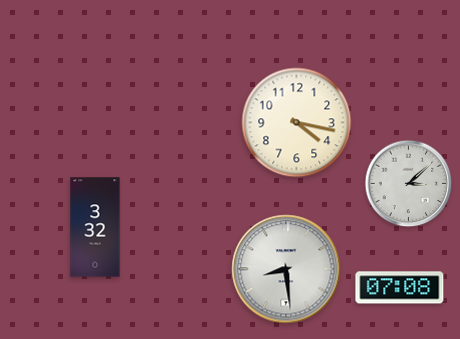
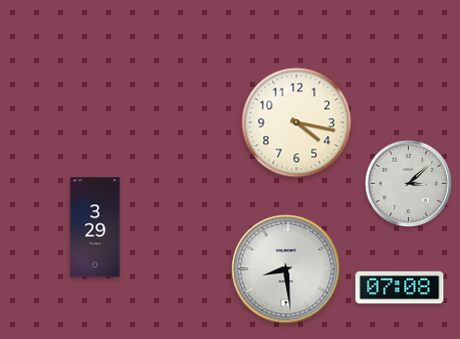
clock at (95, 227): 3:32 -> 3:29
